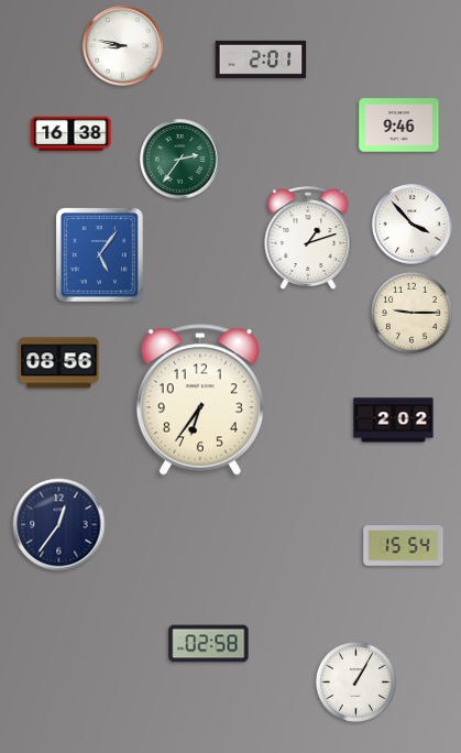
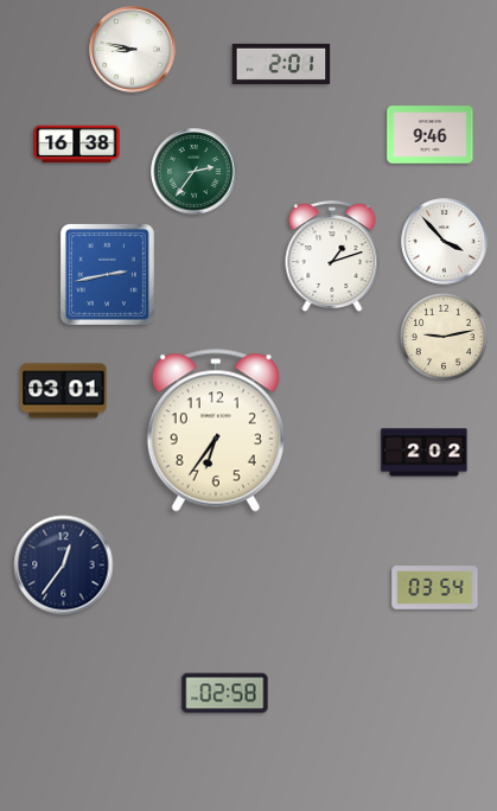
clock at (99, 254): 5:06 -> 2:43
clock at (411, 313): 9:15 -> 9:13
clock at (59, 363): 08:56 -> 03:01
clock at (404, 546): 15:54 -> 03:54
clock at (355, 681): 1:05 -> none
